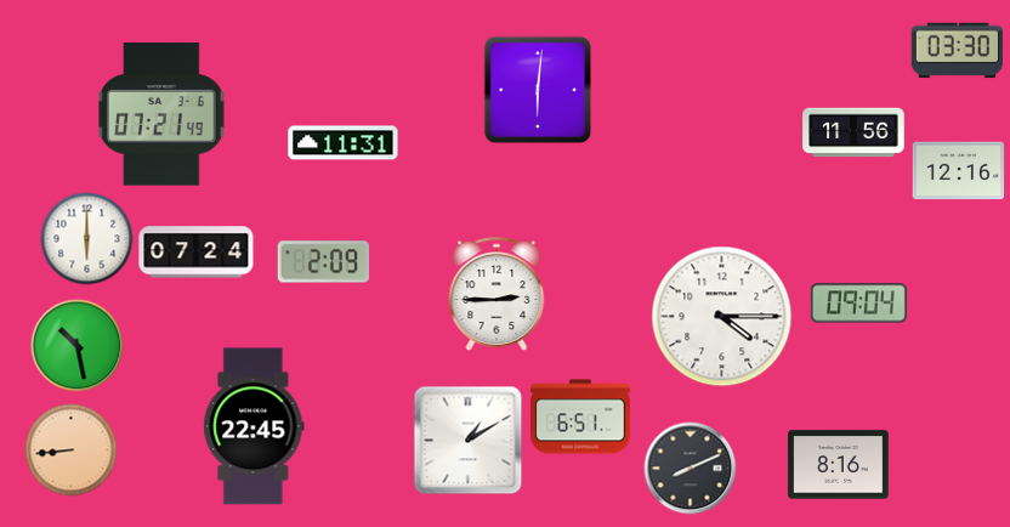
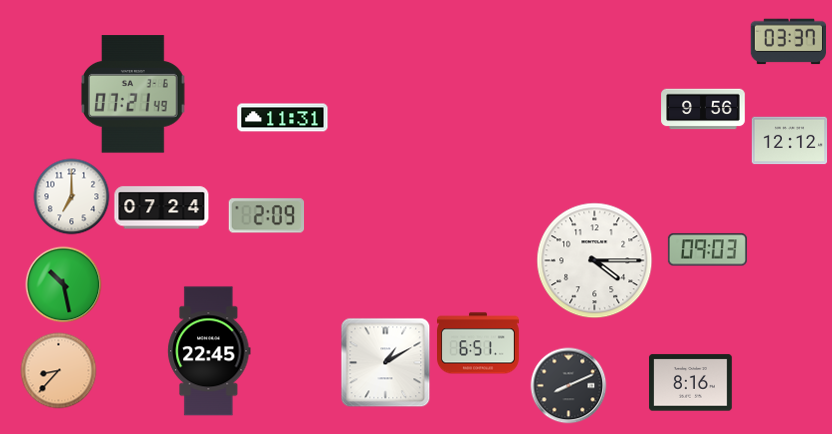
clock at (957, 51): 03:30 -> 03:37
clock at (538, 90): 6:01 -> none
clock at (853, 132): 11:56 -> 9:56
clock at (959, 171): 12:16 -> 12:12
clock at (87, 239): 6:00 -> 7:00
clock at (497, 294): 2:45 -> none
clock at (858, 304): 09:04 -> 09:03
clock at (72, 450): 8:44 -> 8:37
